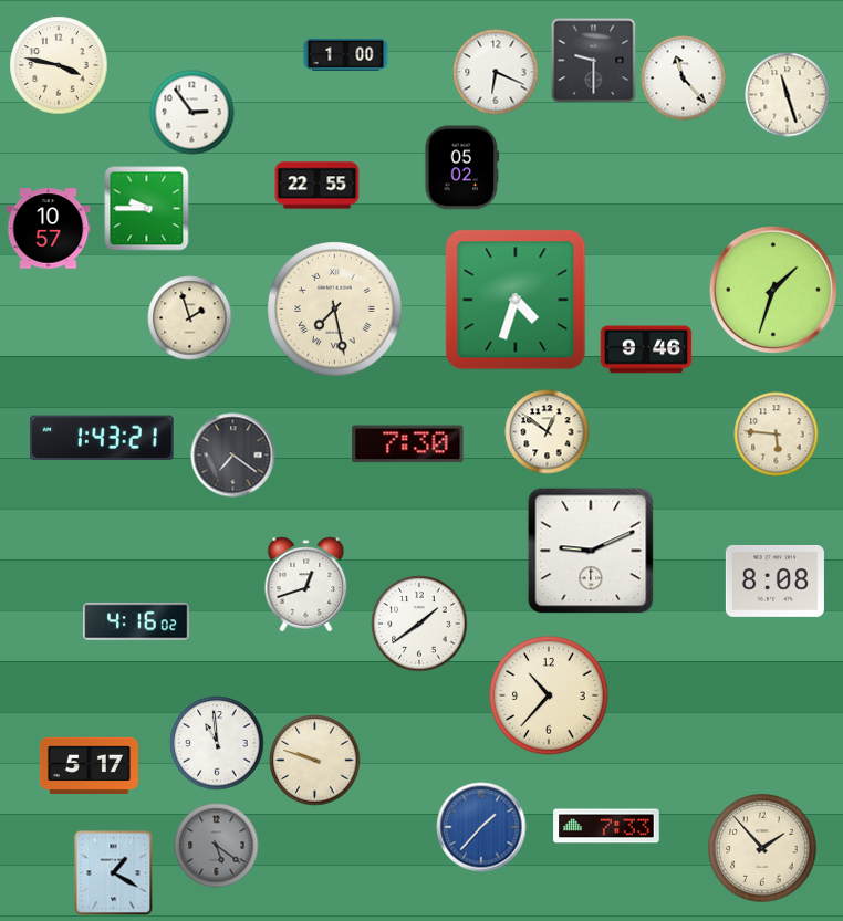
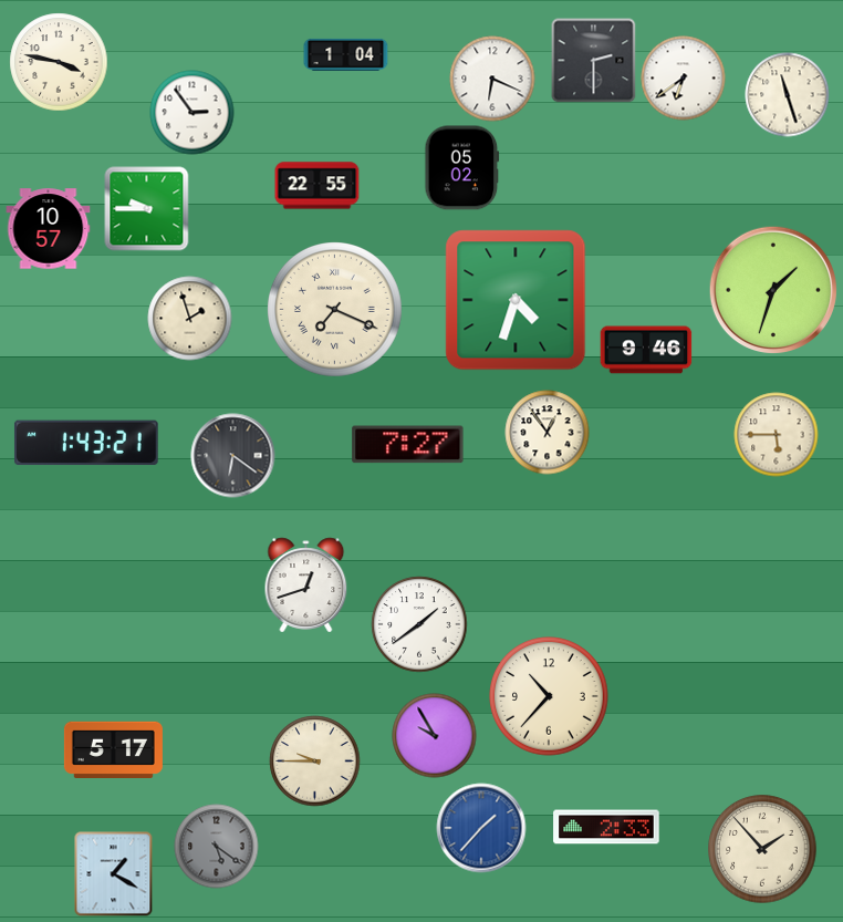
clock at (346, 54): 1:00 -> 1:04
clock at (594, 61): 9:30 -> 2:30
clock at (59, 65) position: (59, 65) -> (59, 62)
clock at (496, 72) position: (496, 72) -> (492, 79)
clock at (684, 79): 11:23 -> 6:39
clock at (335, 310): 7:28 -> 7:19
clock at (548, 432): 12:51 -> 12:54
clock at (777, 435): 5:46 -> 5:45
clock at (102, 438) position: (102, 438) -> (86, 443)
clock at (408, 444): 7:30 -> 7:27
clock at (233, 456): 7:21 -> 6:21
clock at (591, 551): 9:11 -> none
clock at (774, 582): 8:08 -> none
clock at (136, 621): 4:16 -> none
clock at (435, 736): none -> 9:55
clock at (217, 743): 10:59 -> none
clock at (315, 761): 9:48 -> 9:45
clock at (89, 765) position: (89, 765) -> (113, 749)
clock at (606, 826): 7:33 -> 2:33
